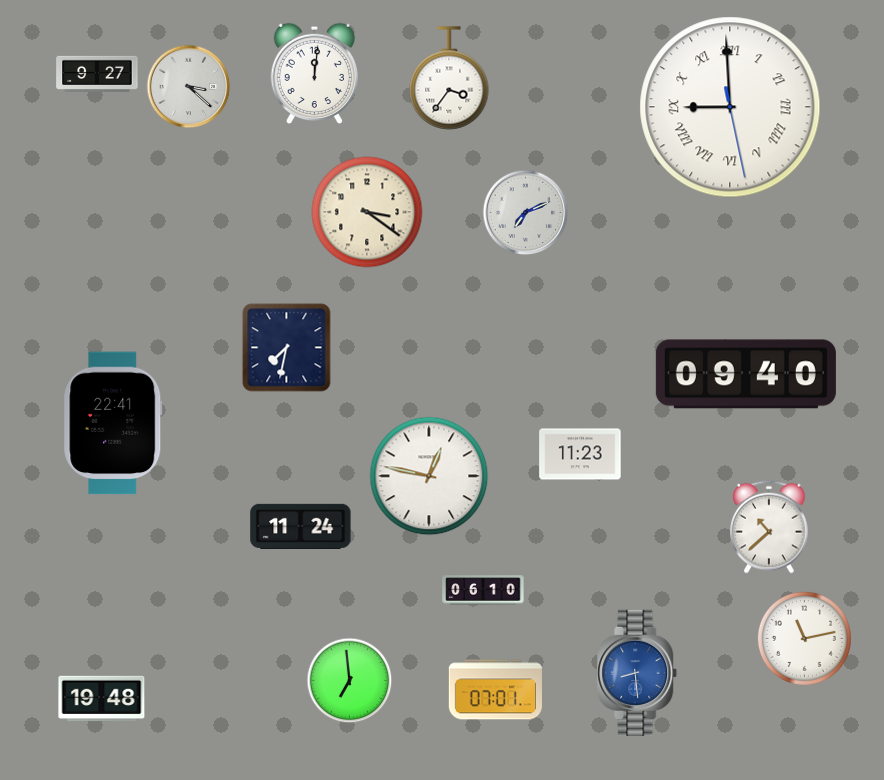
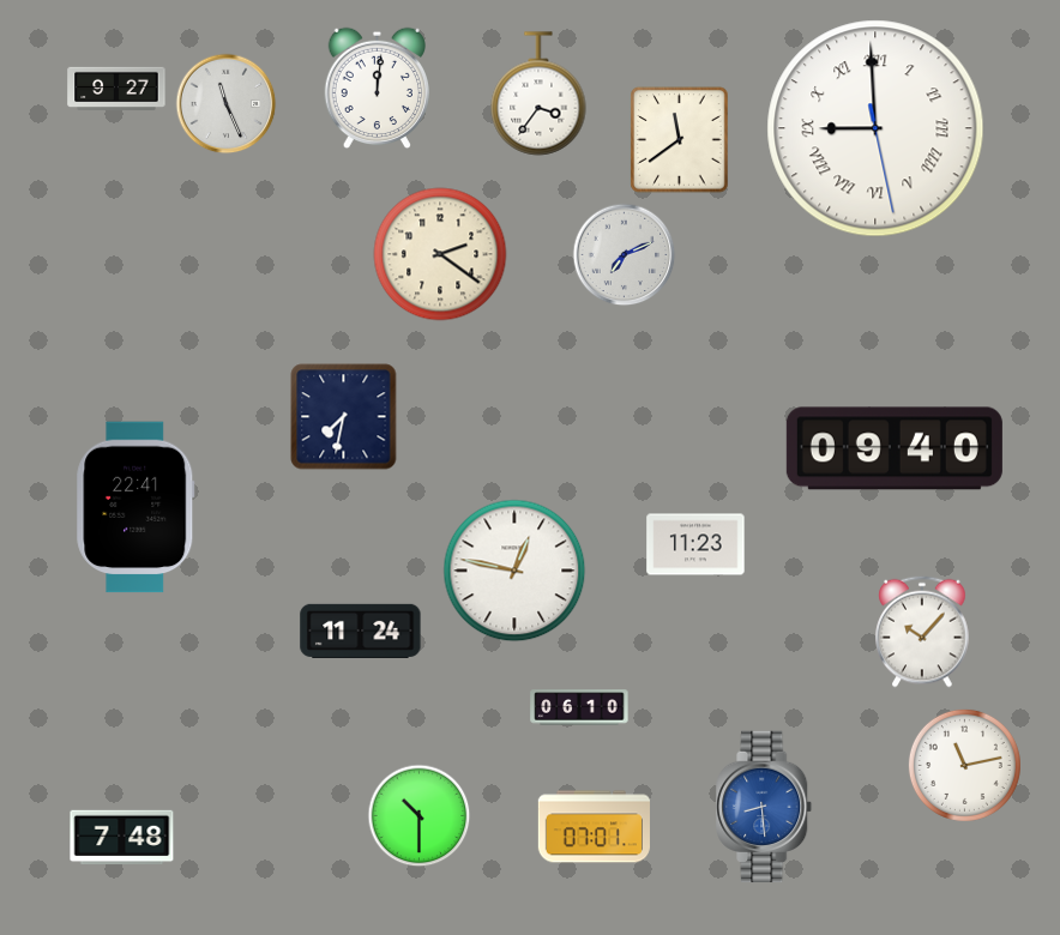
clock at (189, 87): 3:22 -> 11:26
clock at (680, 140): none -> 11:39
clock at (367, 212): 3:21 -> 2:21
clock at (526, 213) position: (526, 213) -> (625, 255)
clock at (769, 527): 10:38 -> 10:07
clock at (350, 681): 6:59 -> 10:30
clock at (102, 699): 19:48 -> 7:48
